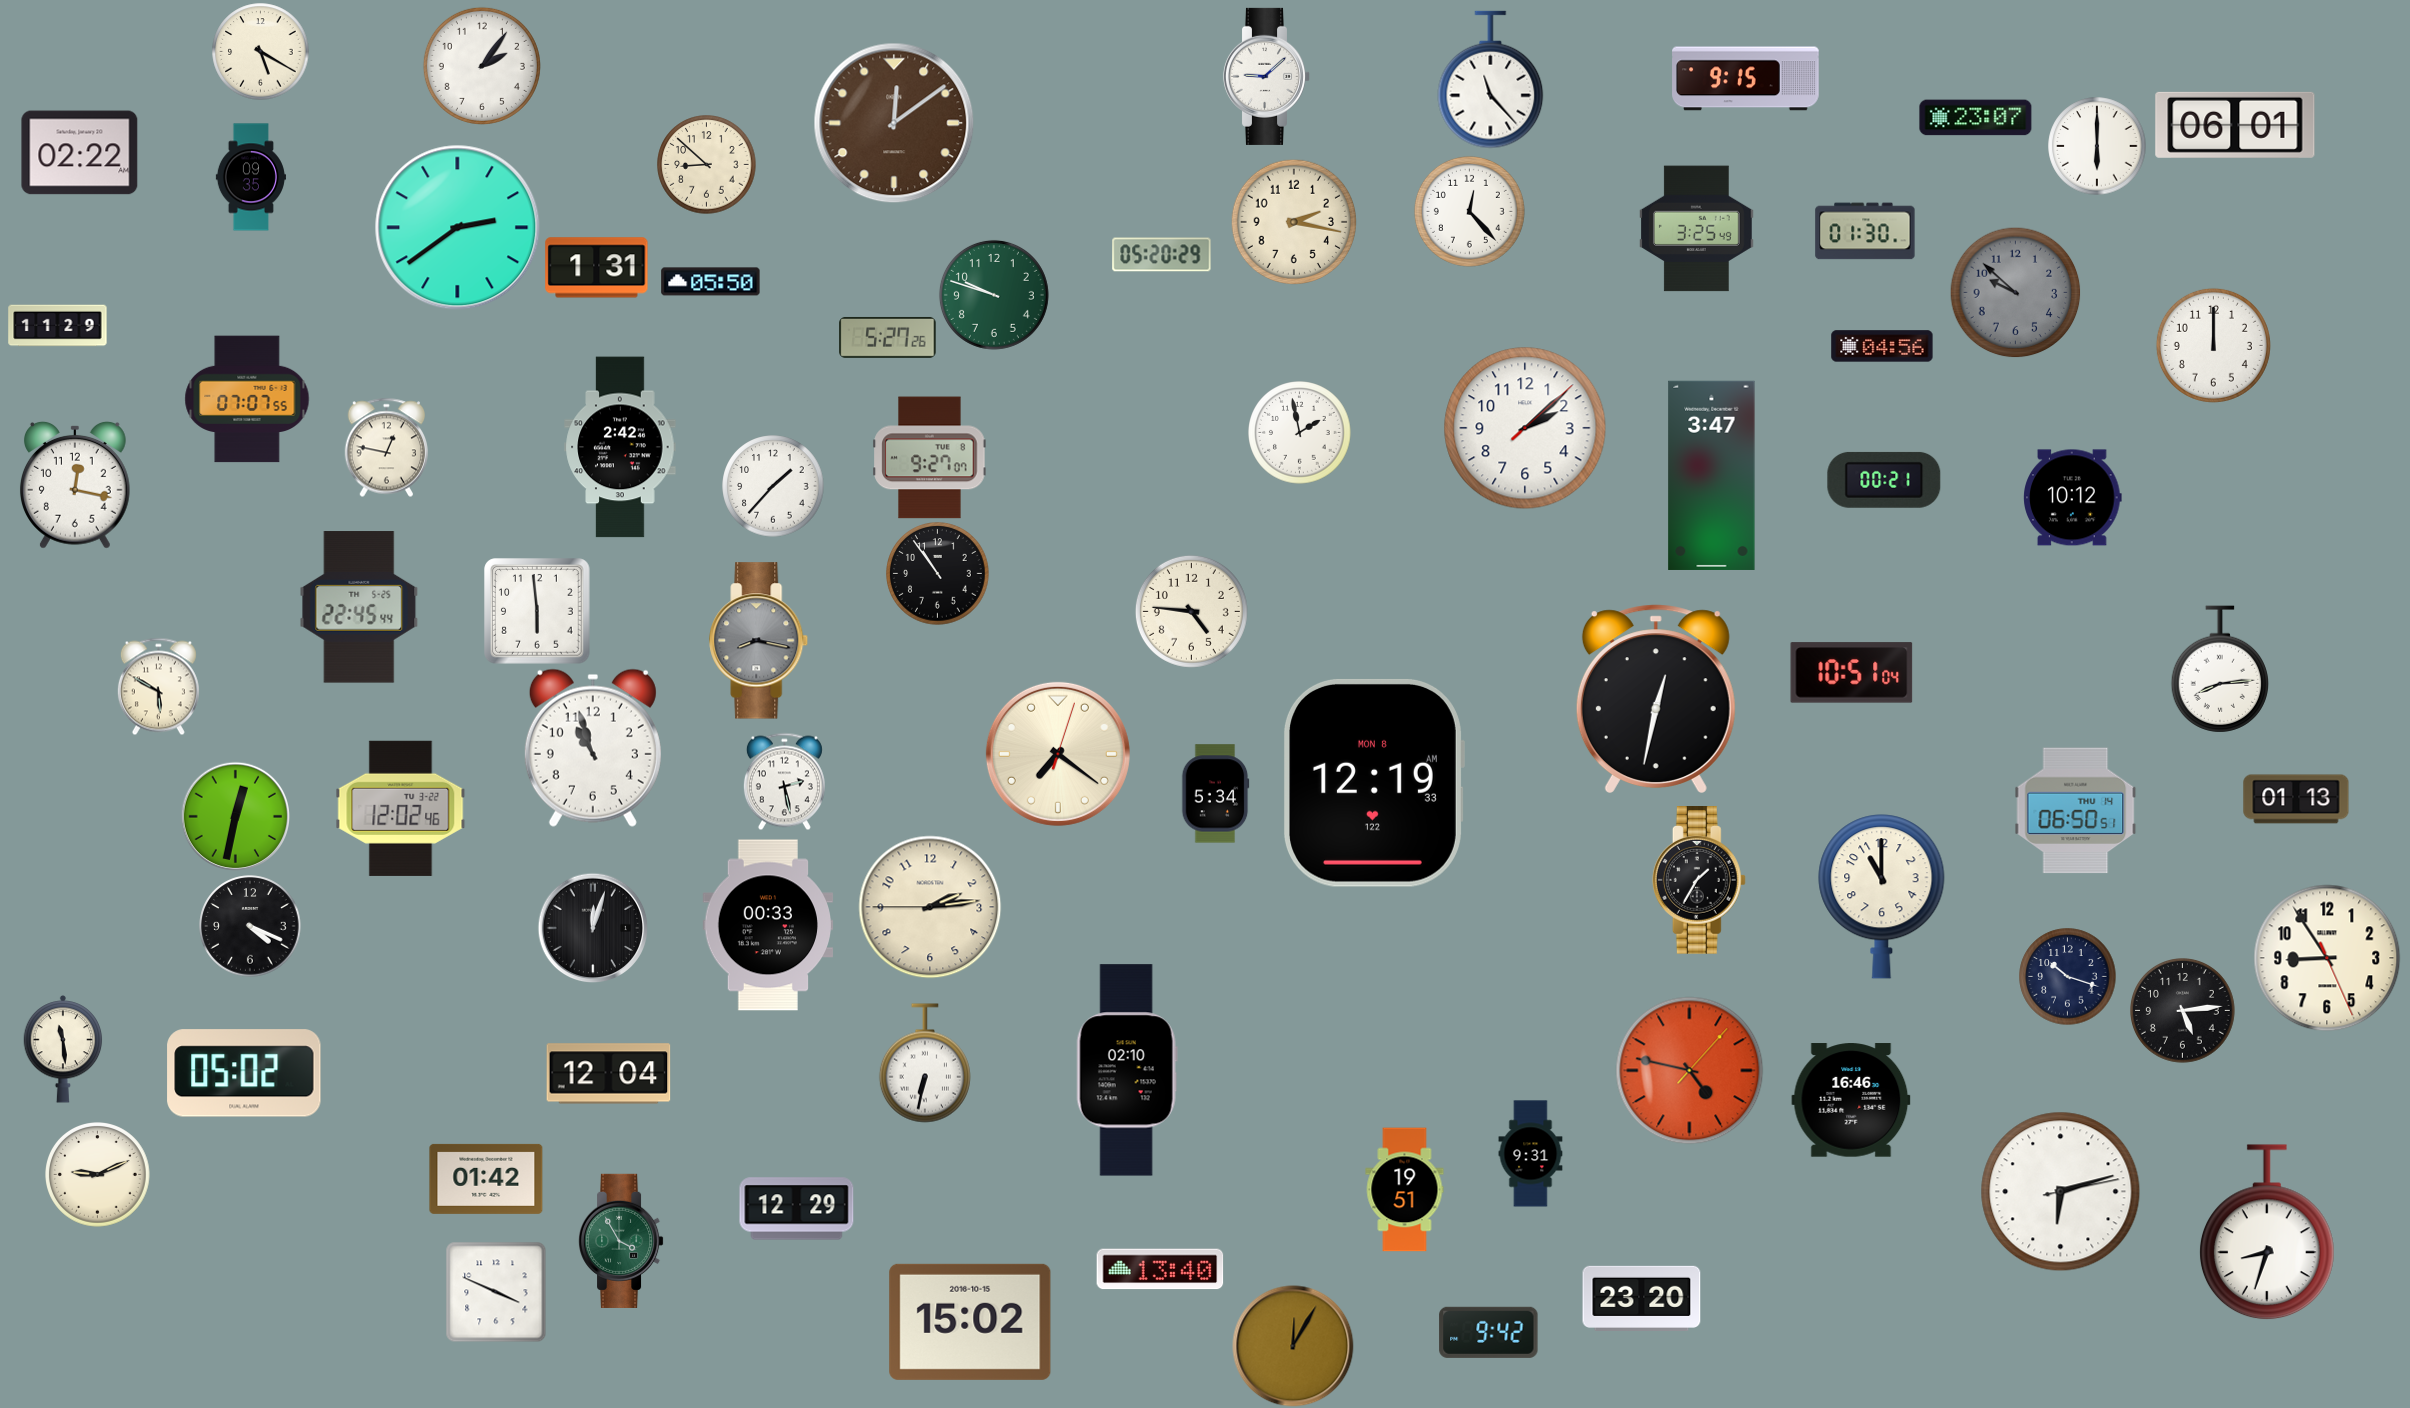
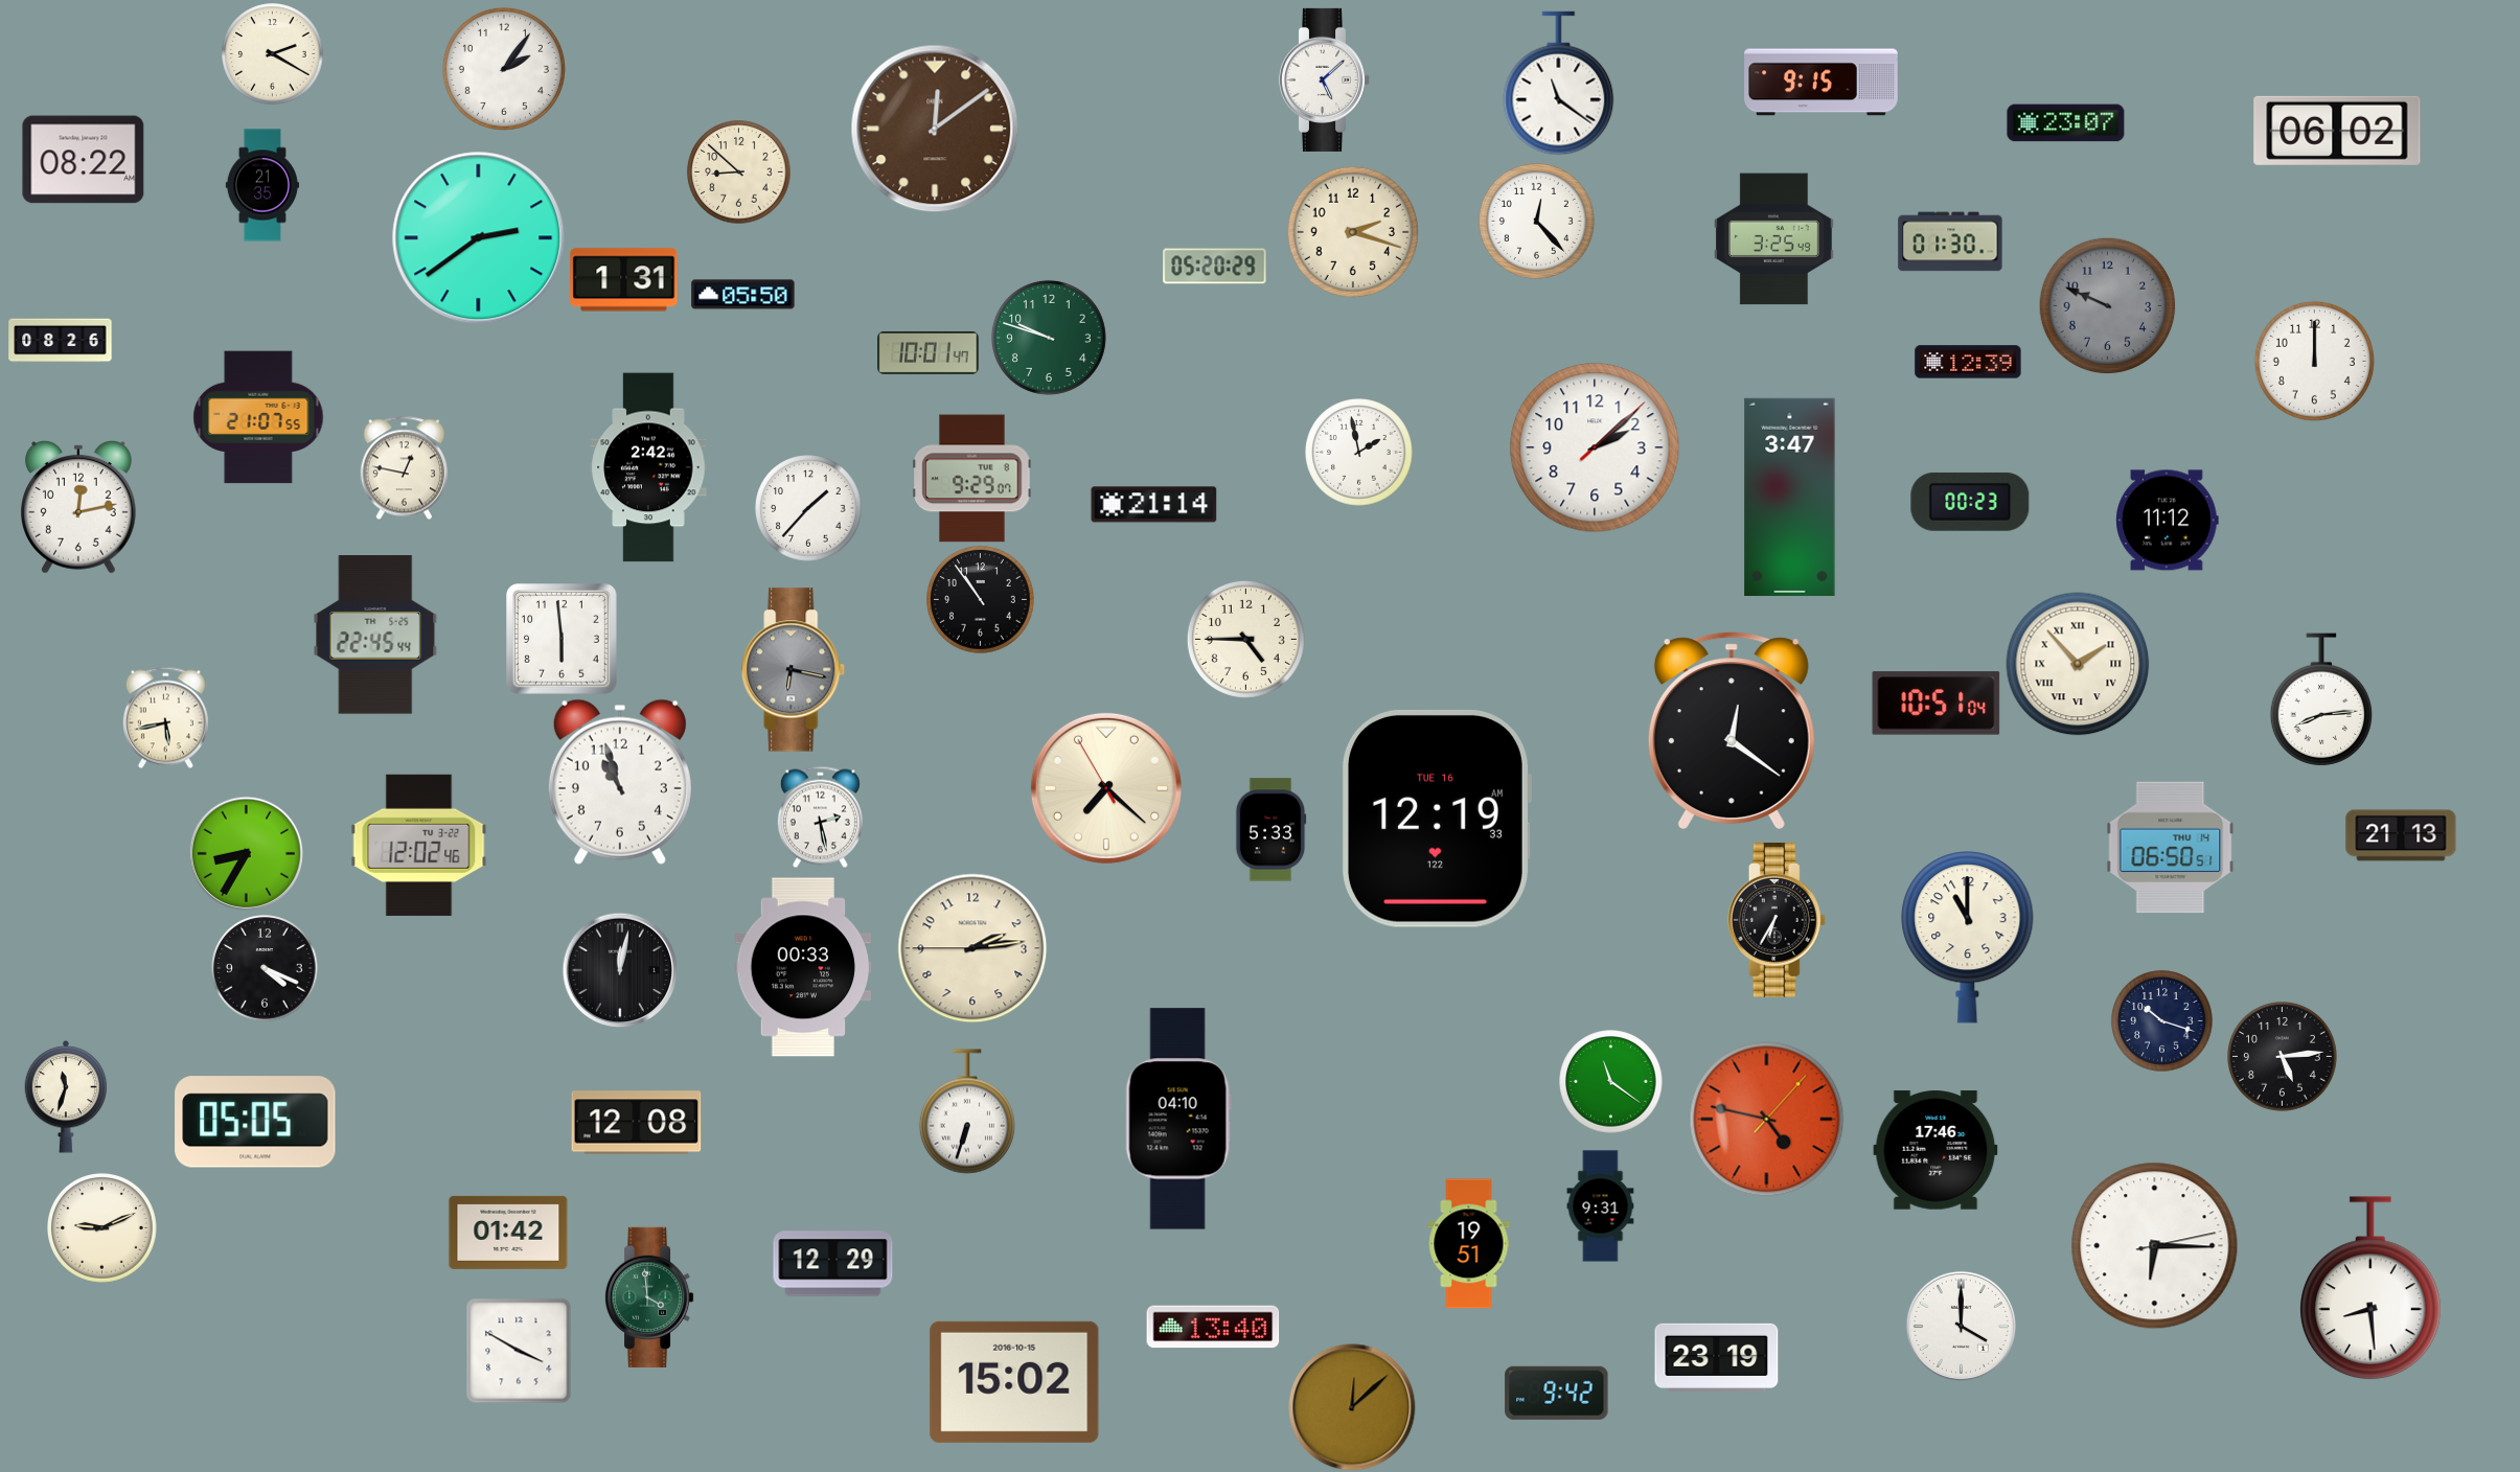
clock at (261, 52): 5:20 -> 2:20
clock at (1267, 76): 9:08 -> 5:08
clock at (1746, 79) position: (1746, 79) -> (1822, 83)
clock at (1491, 80): 11:23 -> 11:21
clock at (2235, 125): 06:01 -> 06:02
clock at (2097, 146): 6:00 -> none
clock at (80, 153): 02:22 -> 08:22
clock at (251, 177): 09:35 -> 21:35
clock at (1293, 221): 2:17 -> 2:18
clock at (2016, 293): 9:52 -> 9:49
clock at (994, 295) position: (994, 295) -> (1049, 338)
clock at (58, 326): 11:29 -> 08:26
clock at (888, 337): 5:27 -> 10:01
clock at (1882, 346): 04:56 -> 12:39
clock at (247, 399): 07:07 -> 21:07
clock at (930, 458): 9:27 -> 9:29
clock at (1884, 480): 00:21 -> 00:23
clock at (1154, 505): none -> 21:14
clock at (75, 485): 12:17 -> 12:13
clock at (2073, 498): 10:12 -> 11:12
clock at (1191, 611): 4:46 -> 4:45
clock at (2078, 664): none -> 1:53
clock at (759, 641): 8:17 -> 6:17
clock at (158, 686): 5:50 -> 5:43
clock at (1656, 699): 12:32 -> 12:21
clock at (1058, 754): 7:21:03 -> 7:21:55
clock at (1374, 783) date: MON 8 -> TUE 16
clock at (1215, 794): 5:34 -> 5:33
clock at (2296, 799): 01:13 -> 21:13
clock at (235, 816): 12:32 -> 8:35
clock at (1699, 881): 1:35 -> 6:35
clock at (250, 926) position: (250, 926) -> (265, 968)
clock at (593, 928): 12:03 -> 12:02
clock at (2327, 958): 8:54 -> none
clock at (1611, 1082): none -> 11:21
clock at (63, 1049): 11:29 -> 11:33
clock at (925, 1063): 6:32 -> 6:33
clock at (1127, 1070): 02:10 -> 04:10
clock at (244, 1073): 05:02 -> 05:05
clock at (609, 1074): 12:04 -> 12:08
clock at (1851, 1100): 16:46 -> 17:46
clock at (2061, 1192): 6:12 -> 6:15
clock at (2267, 1233): 8:33 -> 8:29
clock at (621, 1241): 3:55 -> 3:59
clock at (1961, 1326): none -> 4:00
clock at (496, 1292): 3:49 -> 3:50
clock at (1642, 1298): 23:20 -> 23:19
clock at (1293, 1346): 12:05 -> 12:08
